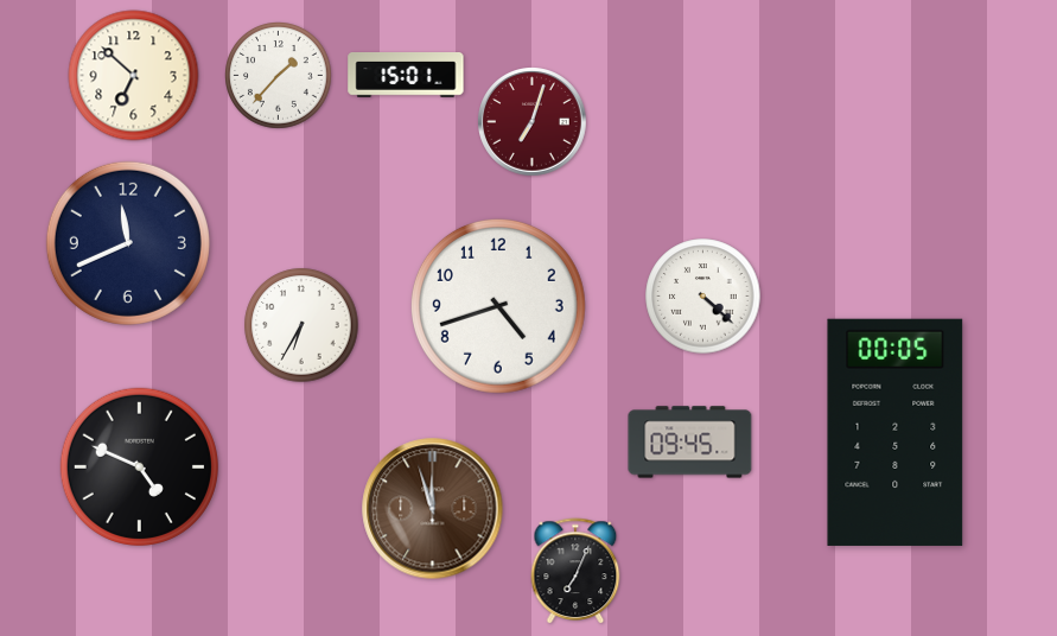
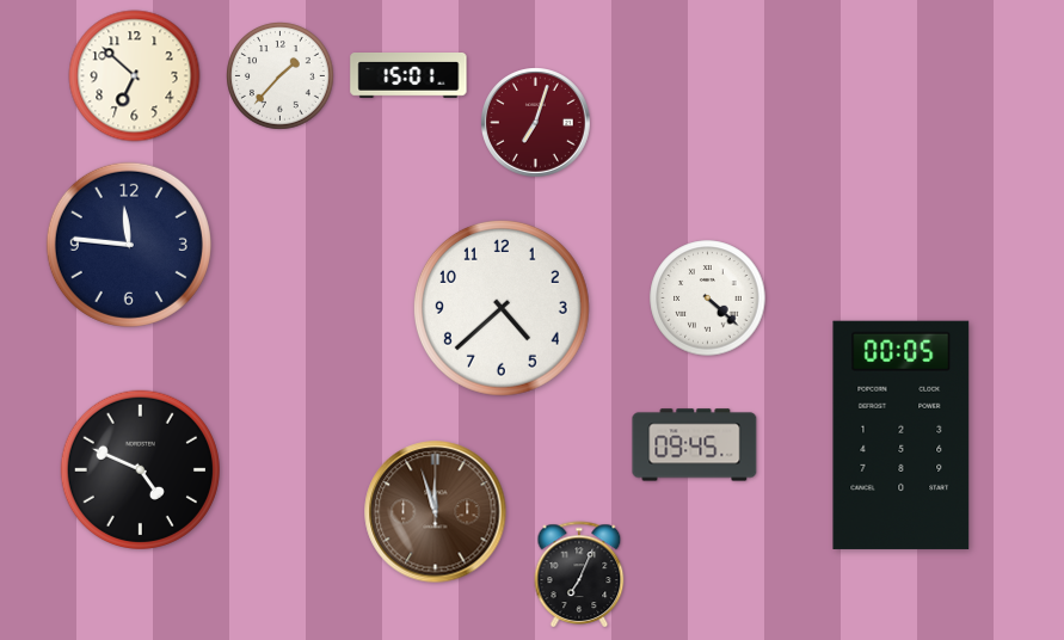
clock at (128, 243): 11:41 -> 11:46
clock at (498, 306): 4:42 -> 4:38
clock at (301, 325): 6:35 -> none
